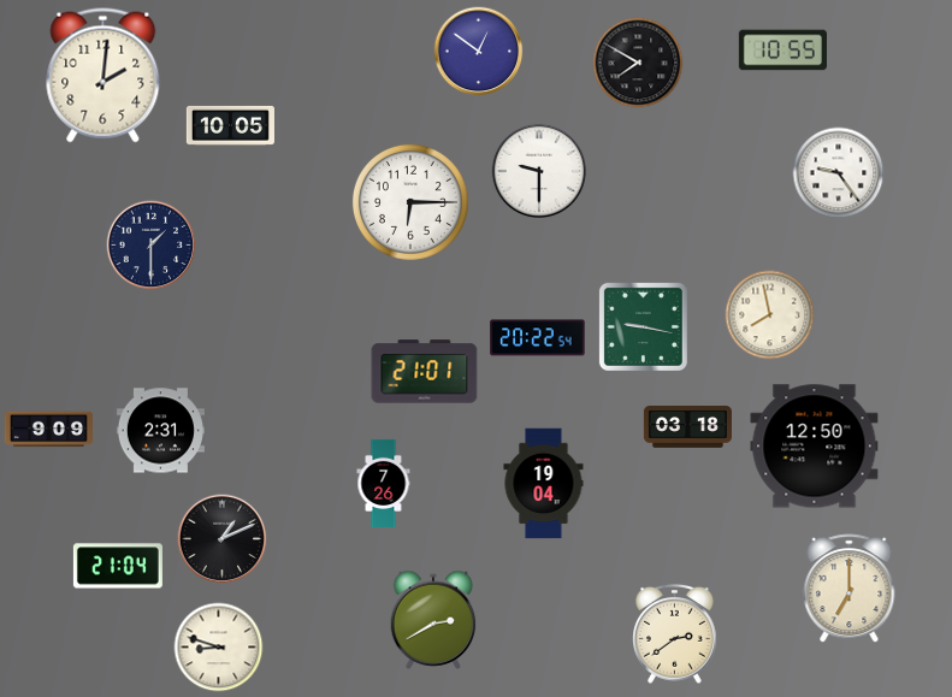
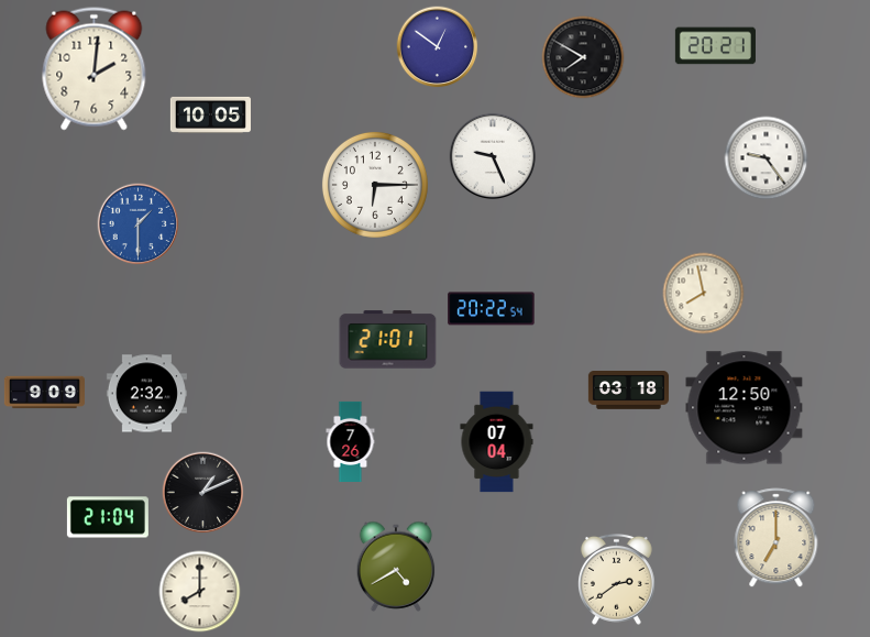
clock at (782, 51): 10:55 -> 20:21
clock at (539, 171): 9:30 -> 9:26
clock at (152, 246) dial: navy -> blue
clock at (770, 315) position: (770, 315) -> (704, 294)
clock at (643, 326): 9:17 -> none
clock at (160, 431): 2:31 -> 2:32
clock at (544, 484): 19:04 -> 07:04
clock at (433, 620): 2:40 -> 4:40
clock at (219, 648): 8:48 -> 8:00
